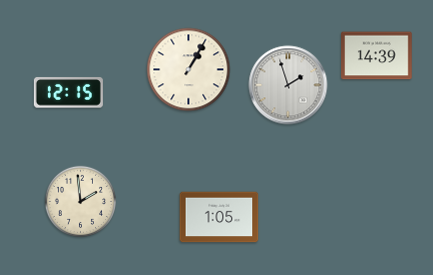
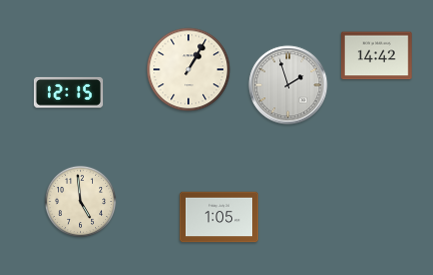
clock at (377, 56): 14:39 -> 14:42
clock at (80, 201): 1:59 -> 4:59
